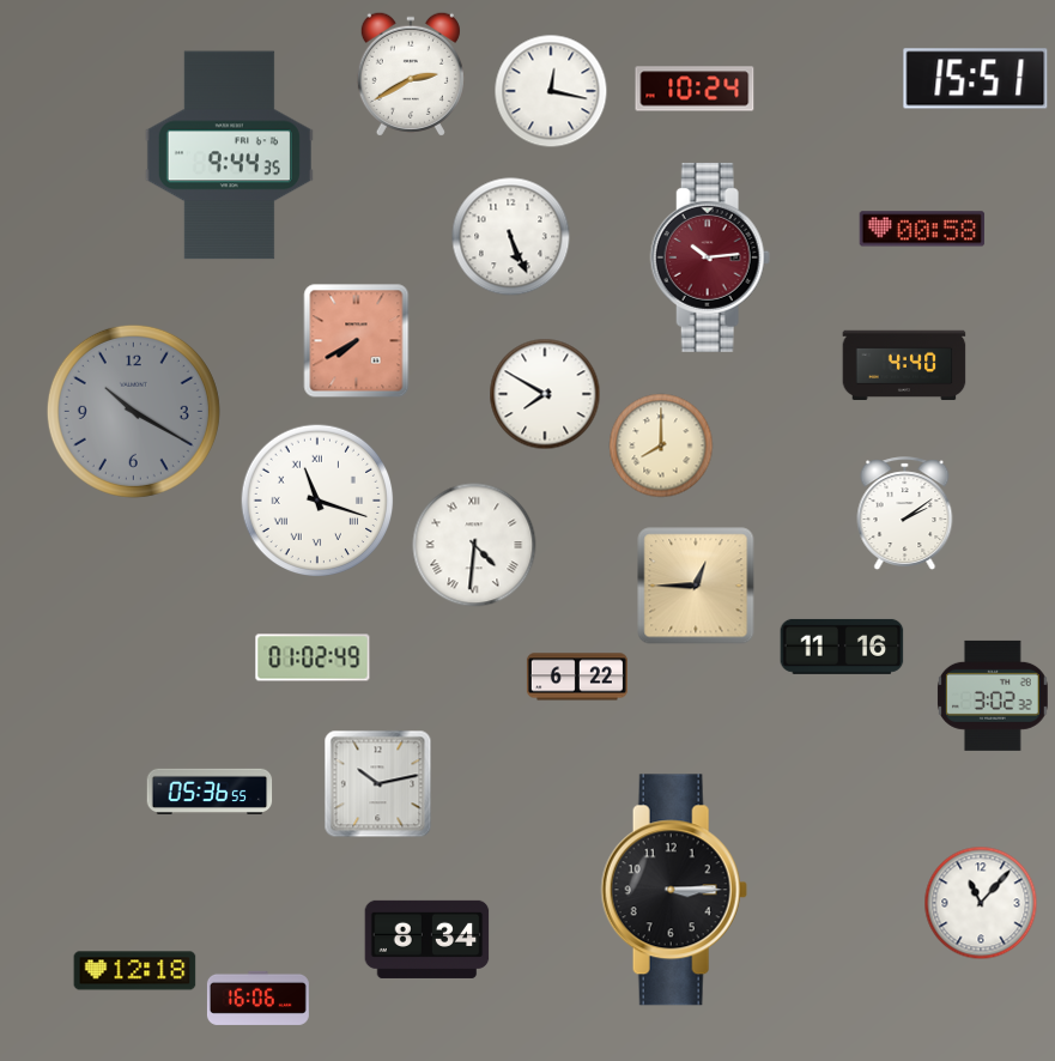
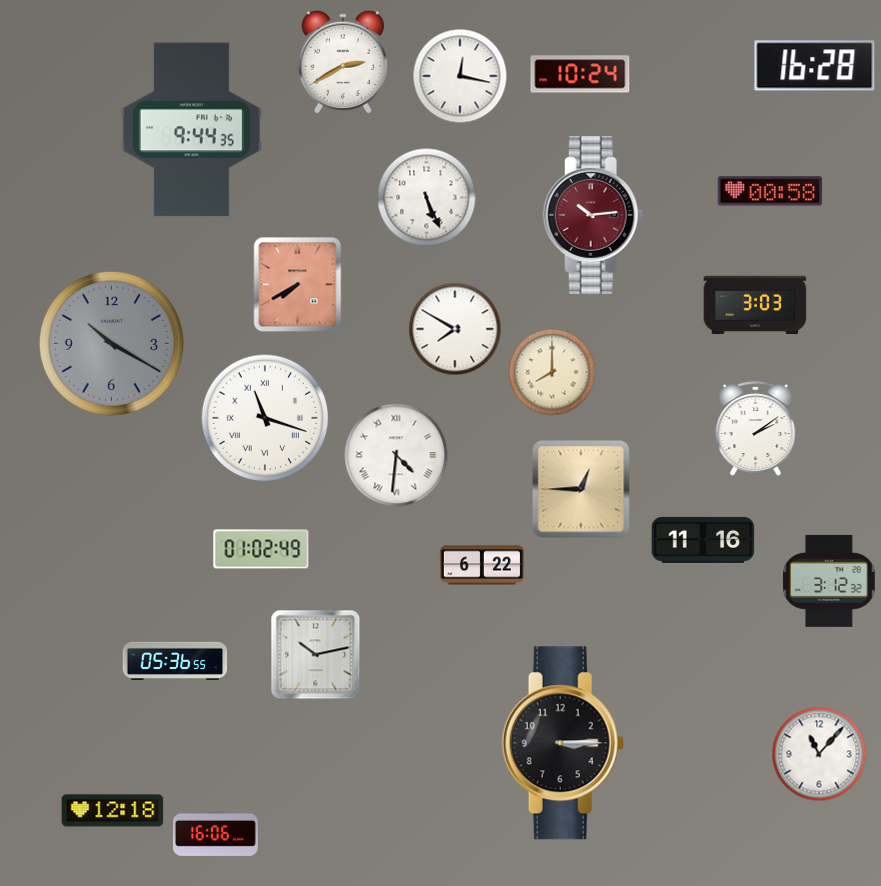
clock at (976, 79): 15:51 -> 16:28
clock at (904, 365): 4:40 -> 3:03
clock at (993, 696): 3:02 -> 3:12
clock at (428, 939): 8:34 -> none
